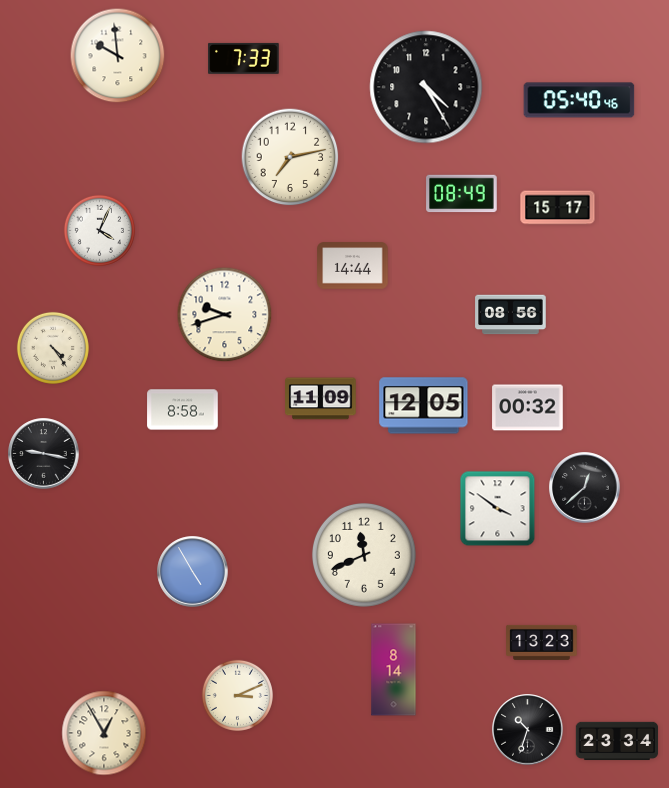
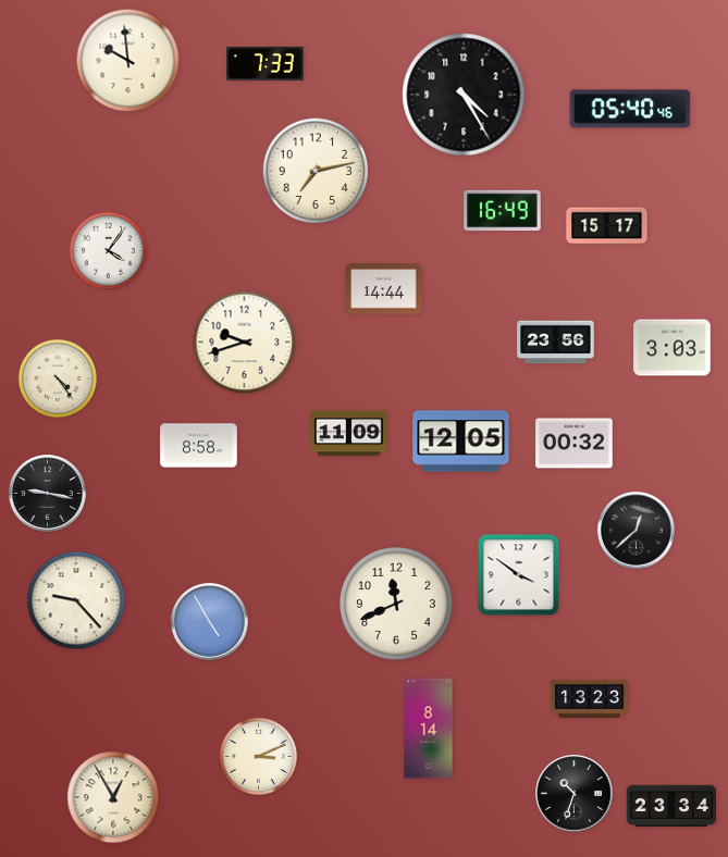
clock at (462, 194): 08:49 -> 16:49
clock at (99, 230): 4:04 -> 4:06
clock at (511, 315): 08:56 -> 23:56
clock at (673, 348): none -> 3:03
clock at (498, 509) position: (498, 509) -> (519, 575)
clock at (76, 600): none -> 9:23
